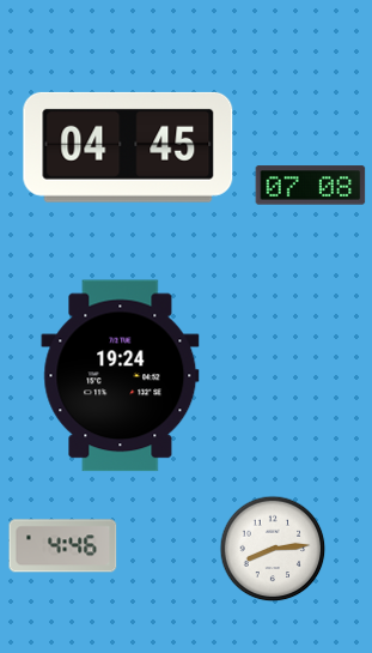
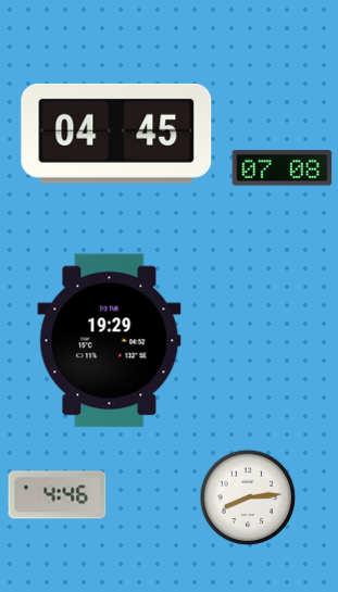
clock at (121, 376): 19:24 -> 19:29
